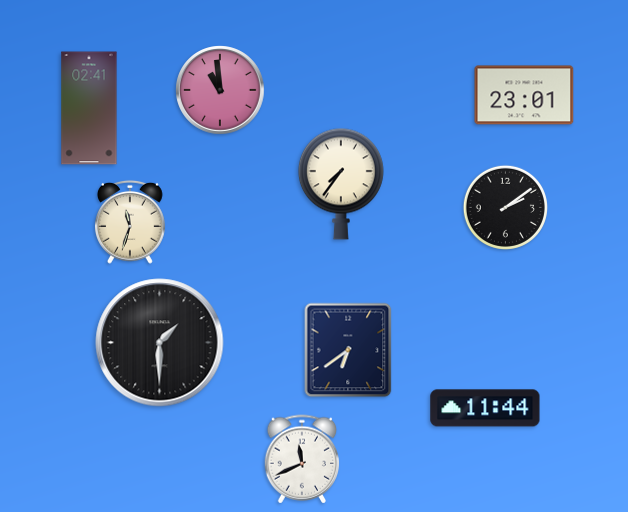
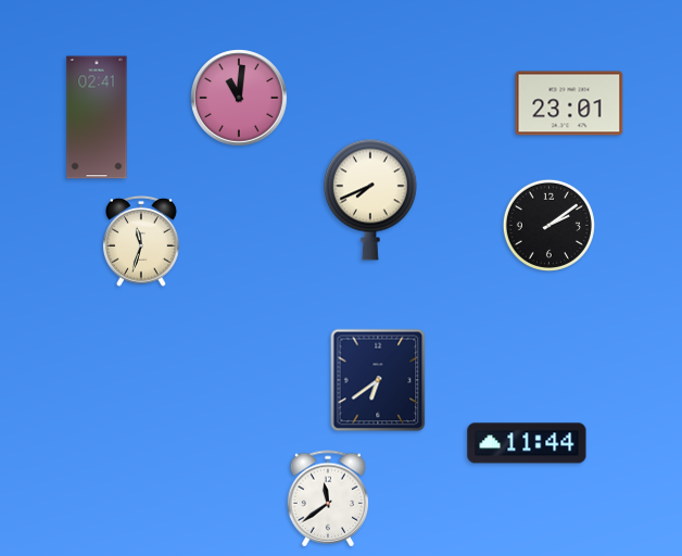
clock at (220, 90): 10:59 -> 11:01
clock at (341, 184): 7:36 -> 7:41
clock at (160, 343): 1:30 -> none
clock at (302, 459): 11:41 -> 11:39
